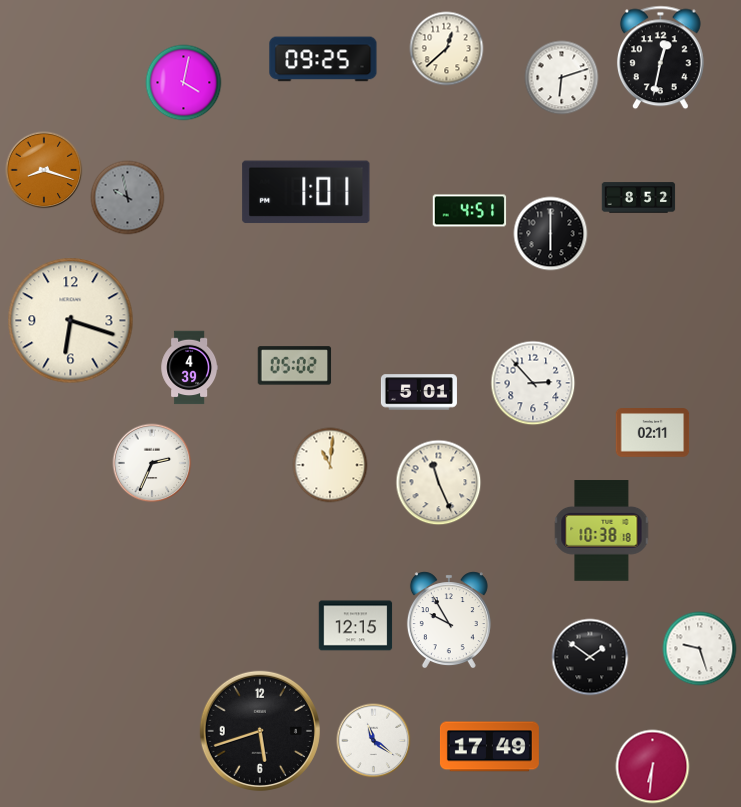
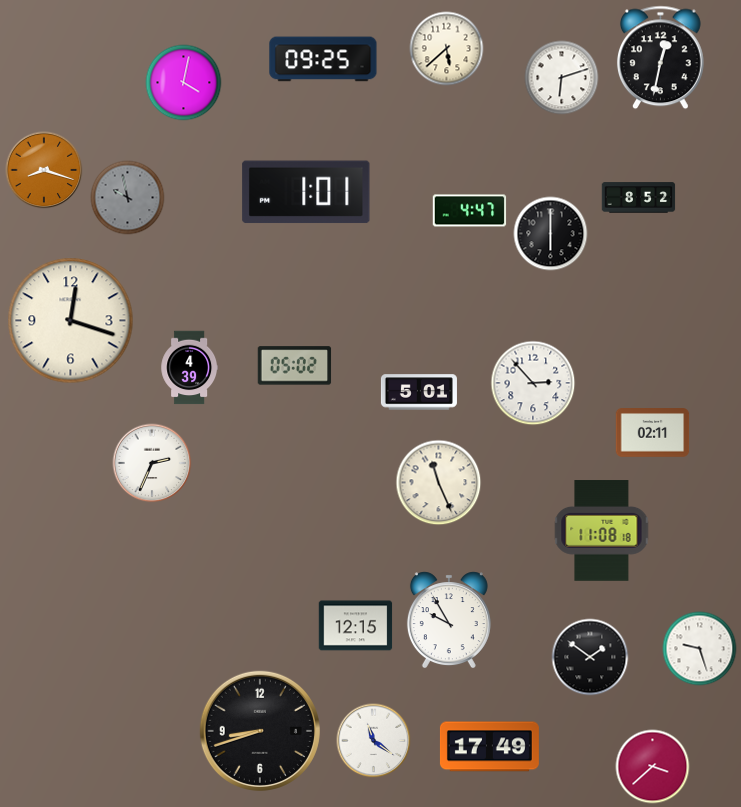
clock at (447, 49): 12:38 -> 5:38
clock at (470, 211): 4:51 -> 4:47
clock at (71, 321): 6:18 -> 12:18
clock at (330, 465): 11:01 -> none
clock at (602, 531): 10:38 -> 11:08
clock at (260, 731): 5:42 -> 8:42
clock at (653, 767): 6:31 -> 3:38
